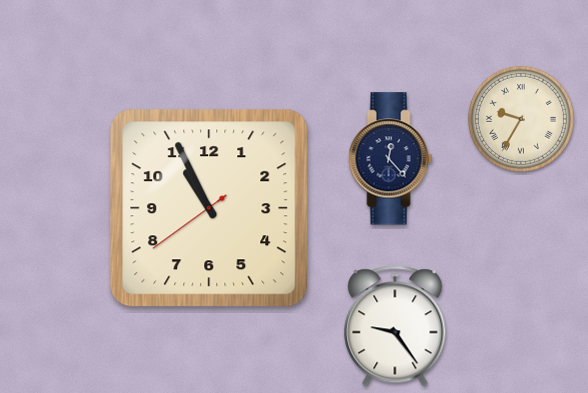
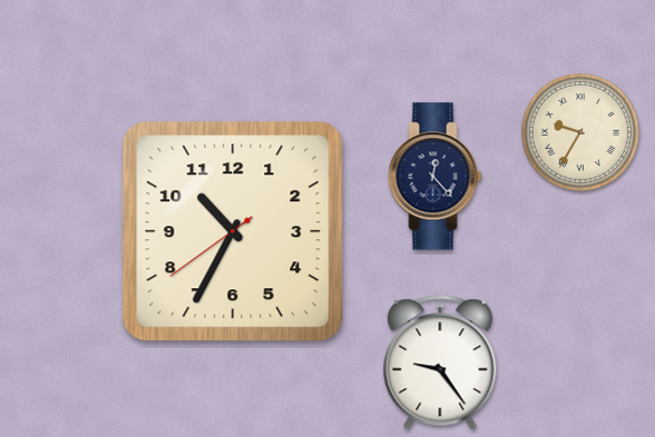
clock at (209, 208): 10:55 -> 10:34
